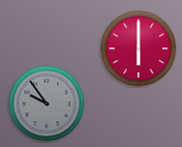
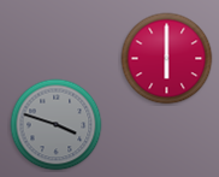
clock at (47, 104): 9:54 -> 3:48
